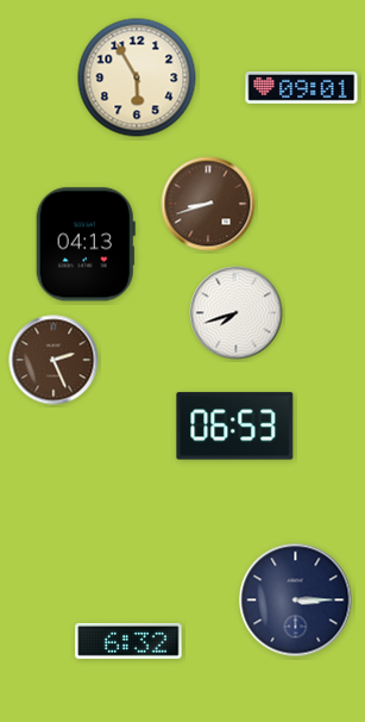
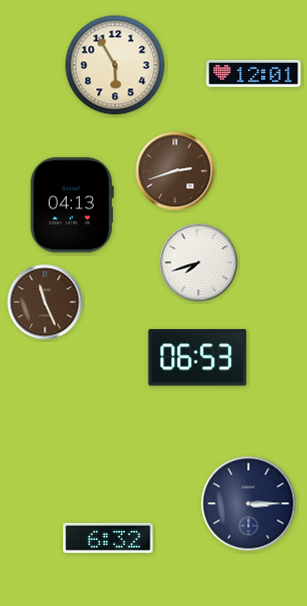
clock at (302, 88): 09:01 -> 12:01
clock at (208, 204): 8:42 -> 2:42
clock at (54, 360): 2:26 -> 11:26
